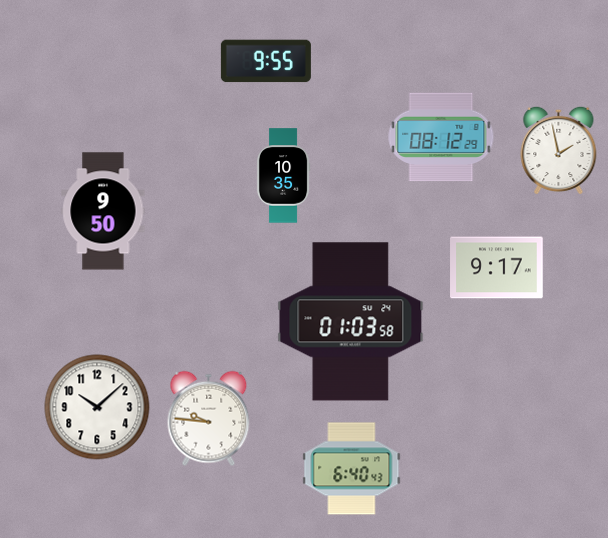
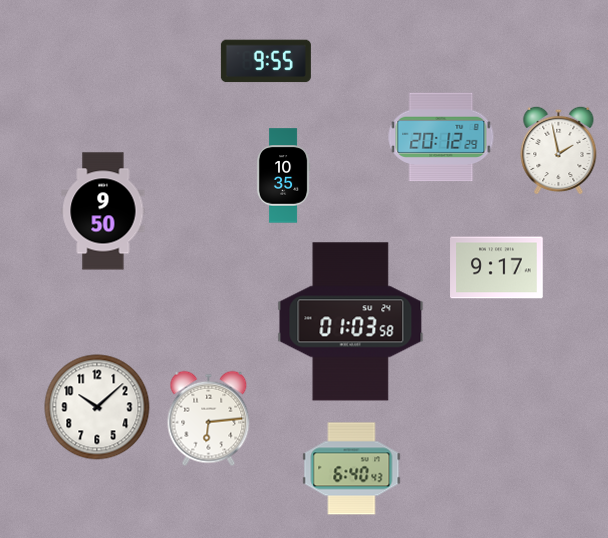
clock at (441, 137): 08:12 -> 20:12
clock at (209, 419): 9:46 -> 6:14
